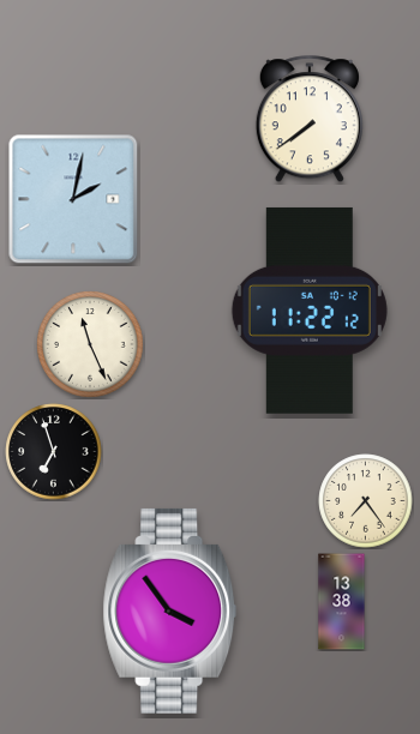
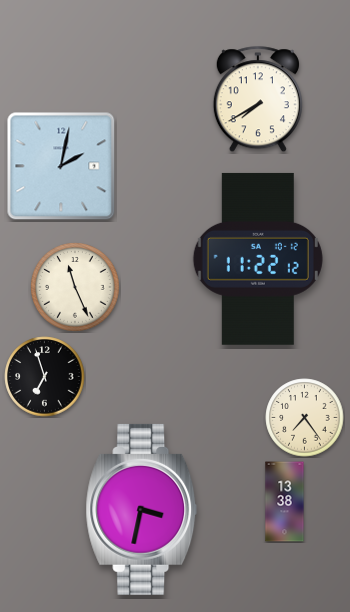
clock at (310, 120): 7:39 -> 7:40
clock at (170, 610): 3:54 -> 3:32
